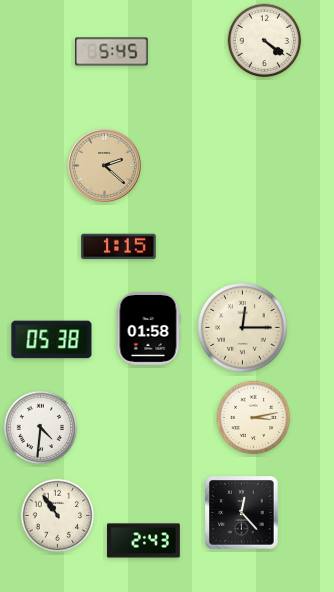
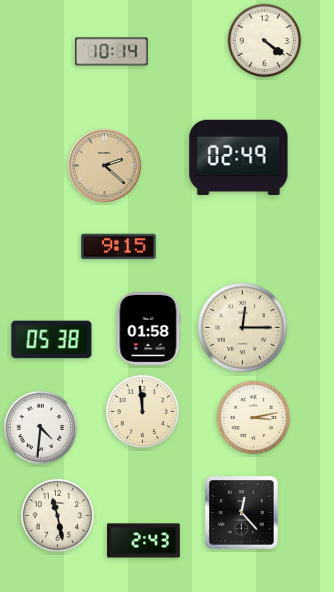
clock at (112, 52): 5:45 -> 10:14
clock at (239, 157): none -> 02:49
clock at (119, 247): 1:15 -> 9:15
clock at (143, 412): none -> 11:59
clock at (58, 516): 10:54 -> 11:28
